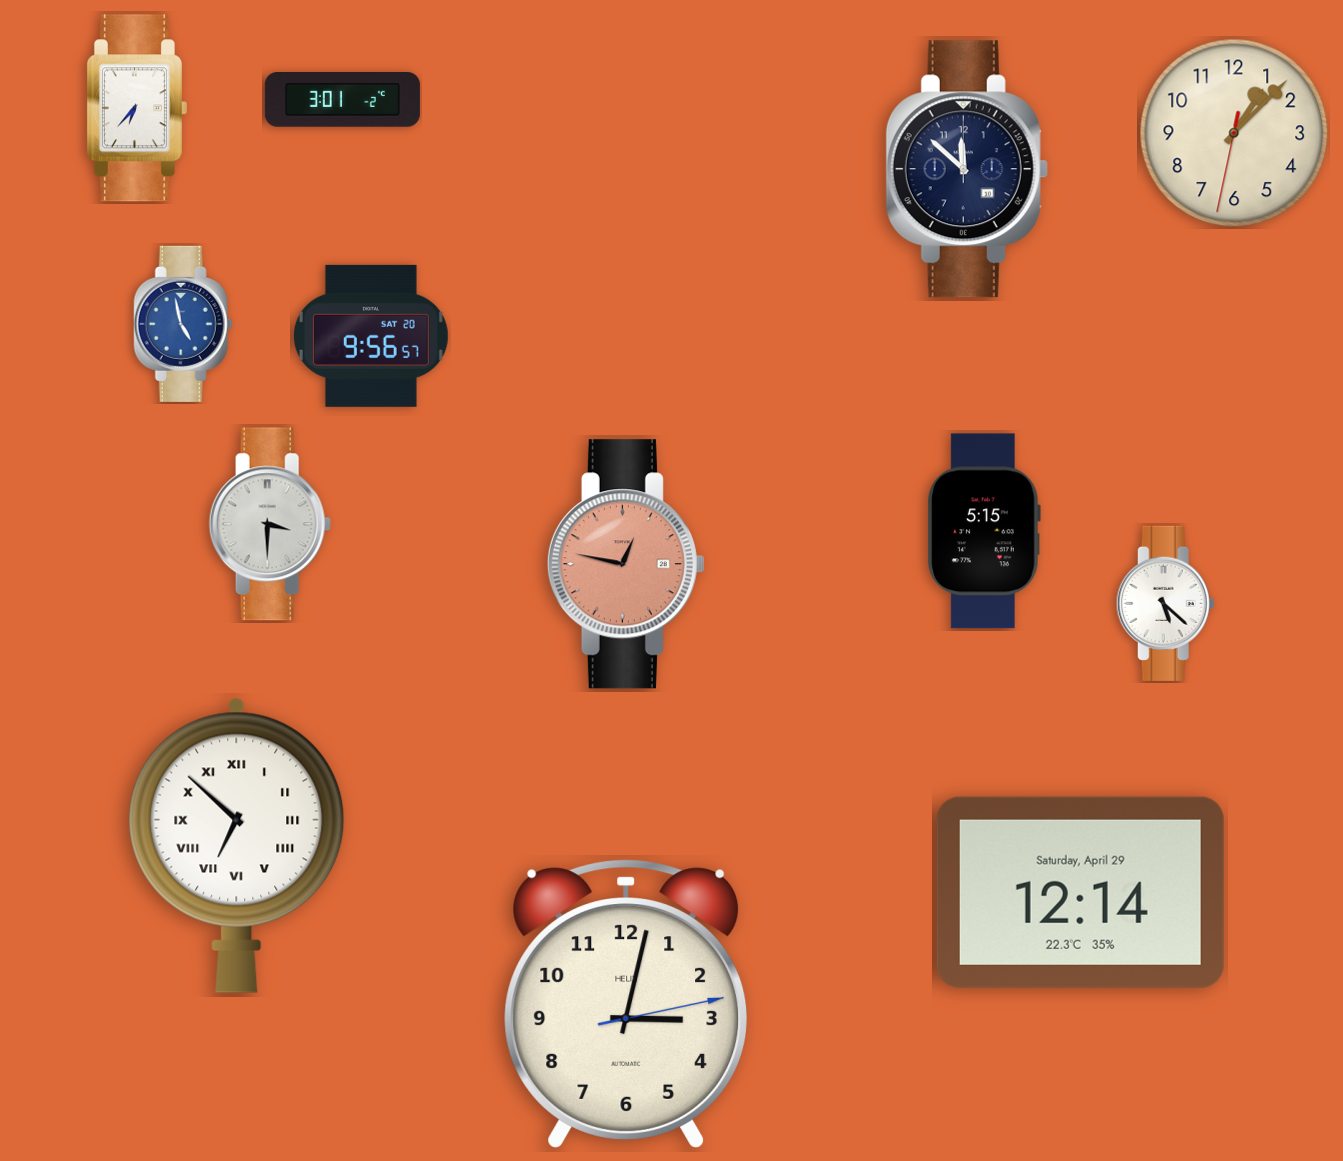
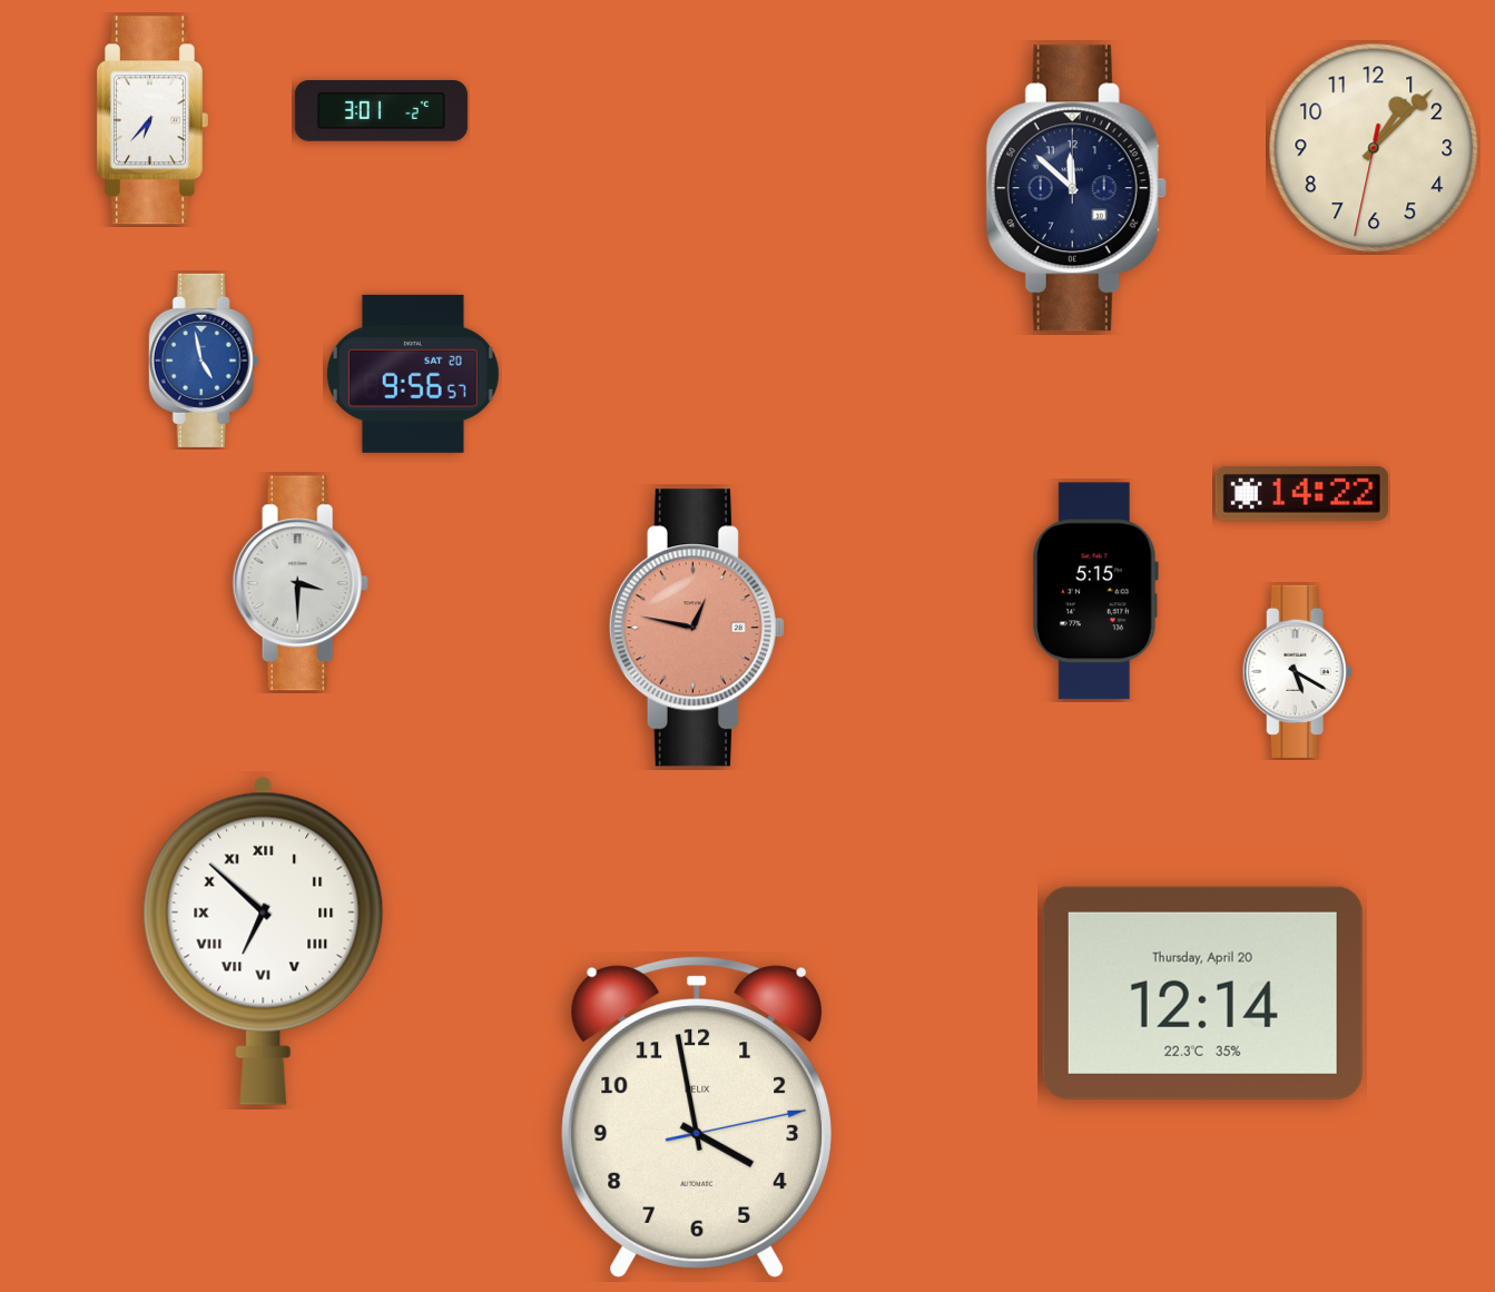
clock at (1301, 493): none -> 14:22
clock at (1165, 603): 5:22 -> 5:20
clock at (1080, 892) date: Saturday, April 29 -> Thursday, April 20
clock at (626, 1004): 3:02 -> 3:58
